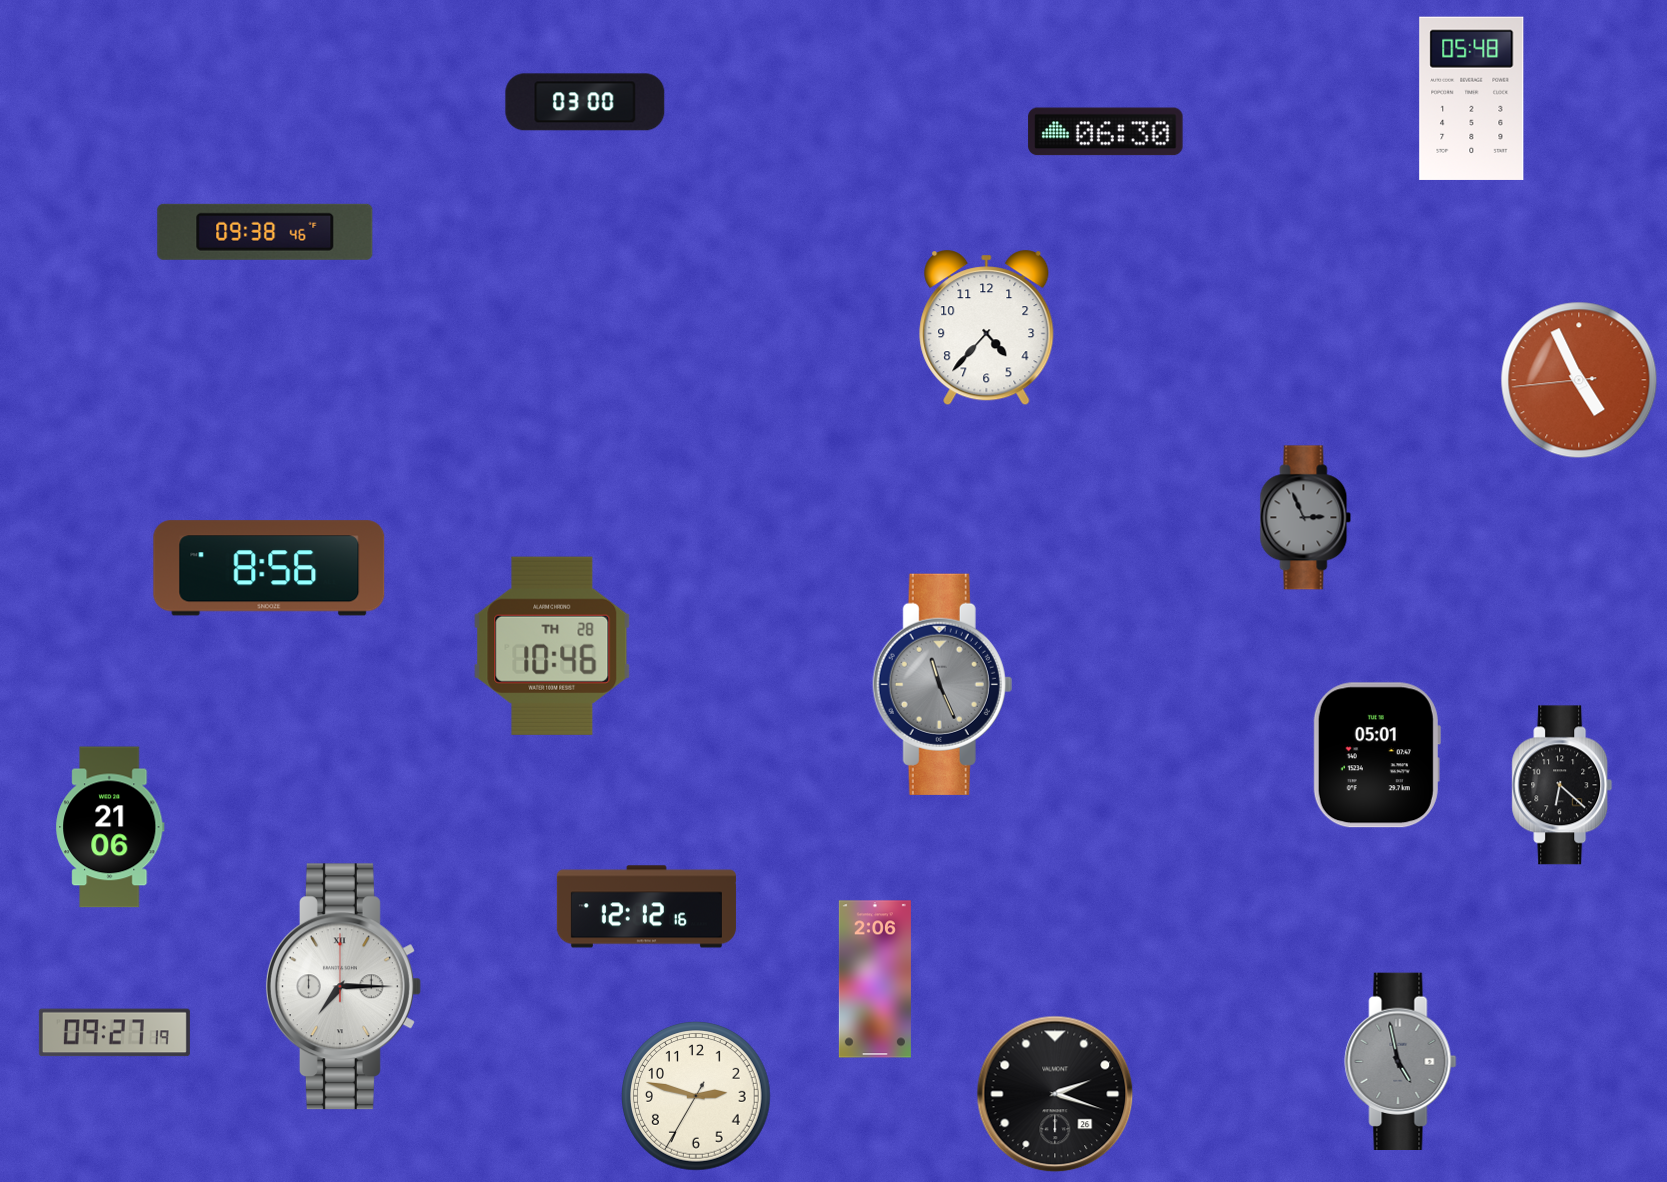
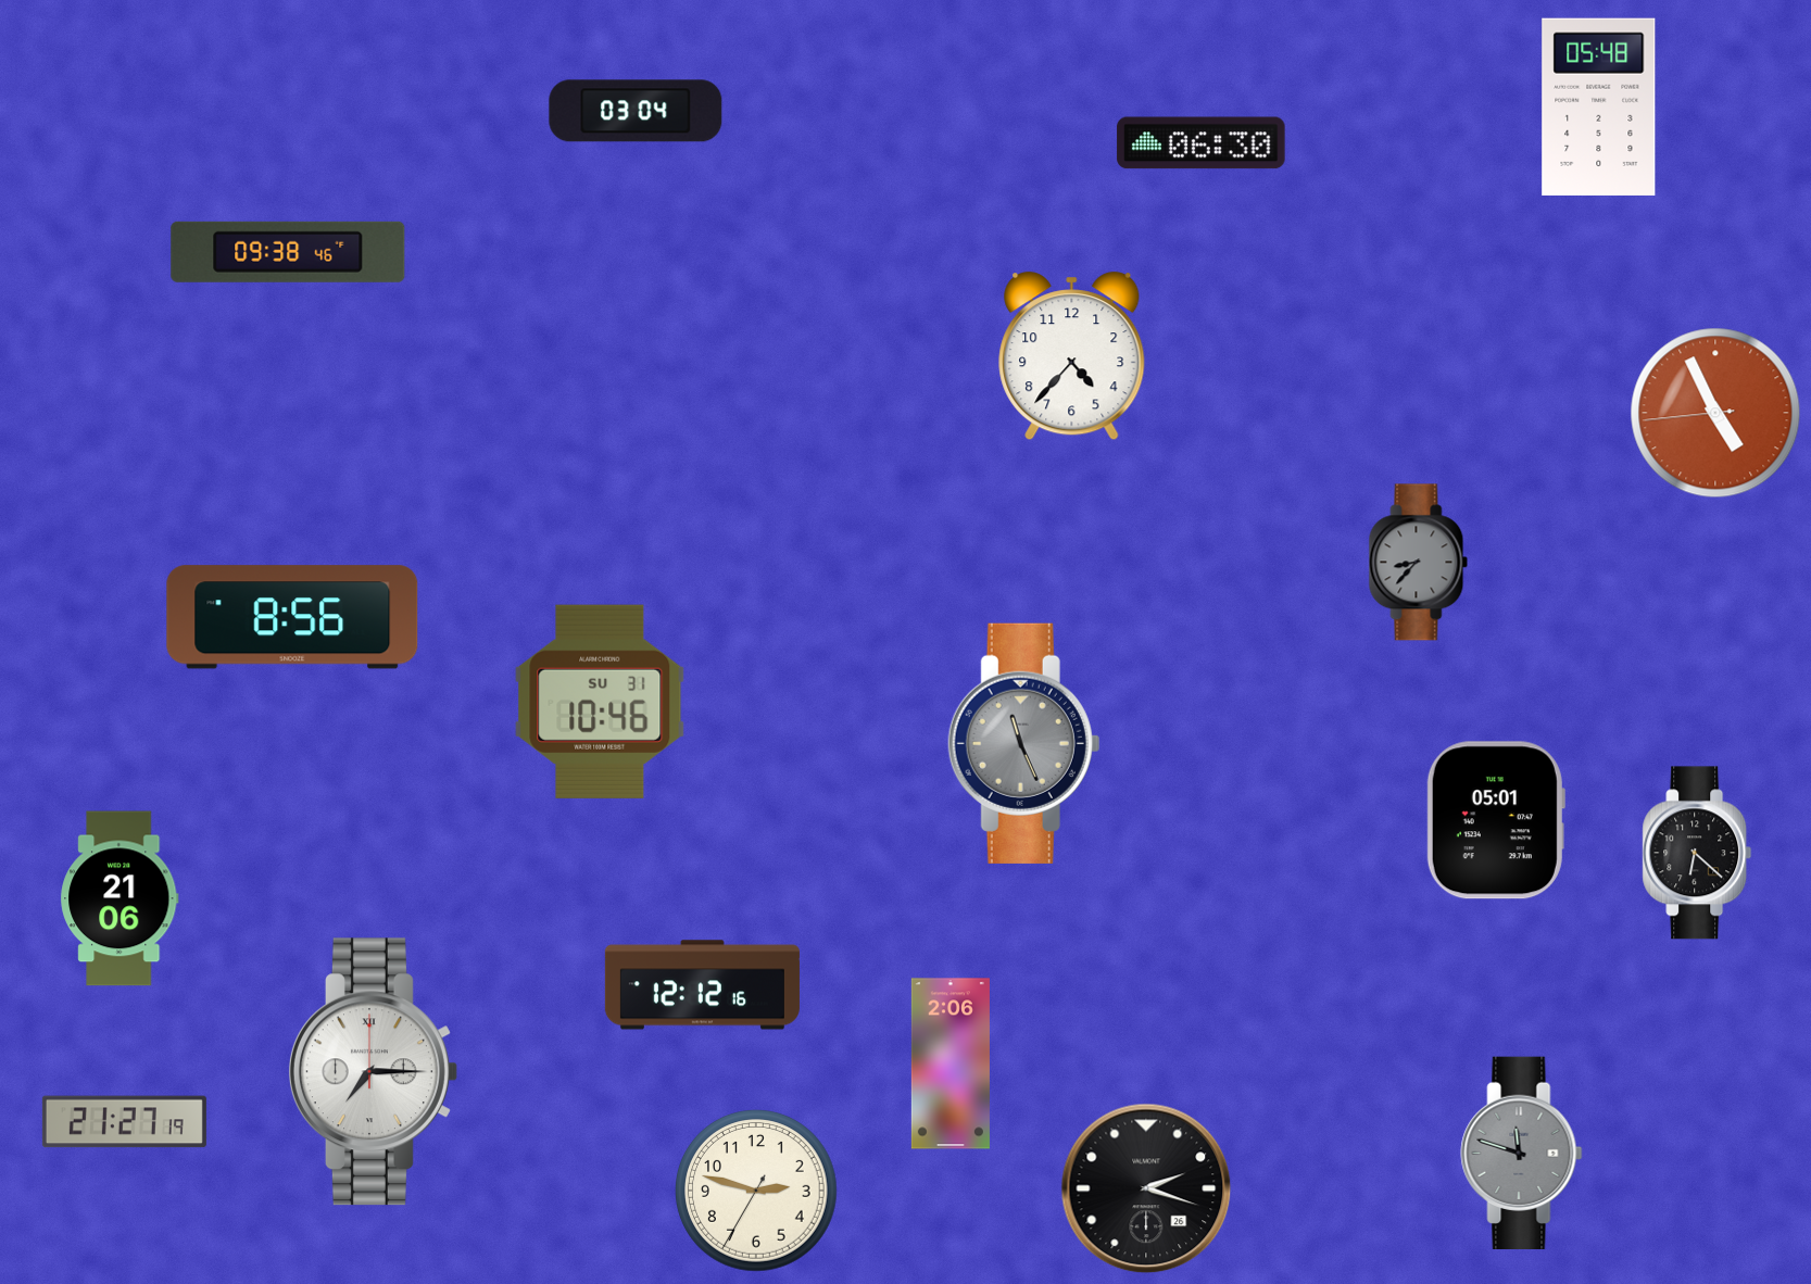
clock at (585, 102): 03:00 -> 03:04
clock at (1306, 518): 2:56 -> 8:37
clock at (552, 646) date: TH 28 -> SU 31
clock at (114, 1033): 09:27 -> 21:27
clock at (1401, 1061): 4:58 -> 11:48
